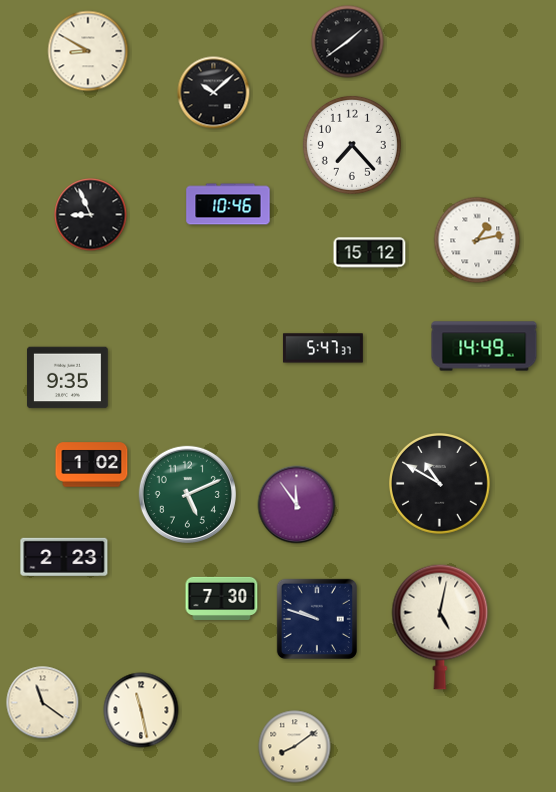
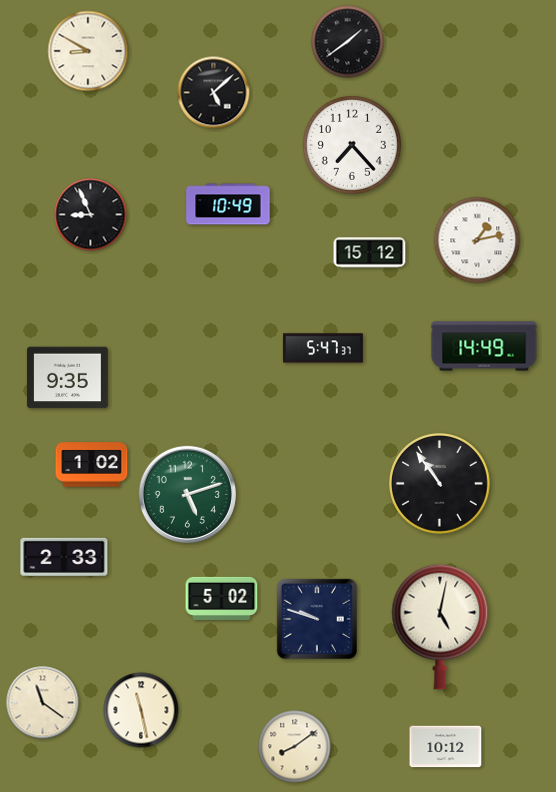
clock at (214, 93): 10:08 -> 5:08
clock at (228, 204): 10:46 -> 10:49
clock at (440, 484): 10:50 -> 10:54
clock at (187, 494): 5:11 -> 5:12
clock at (297, 505): 11:54 -> none
clock at (64, 557): 2:23 -> 2:33
clock at (222, 598): 7:30 -> 5:02
clock at (446, 747): none -> 10:12
